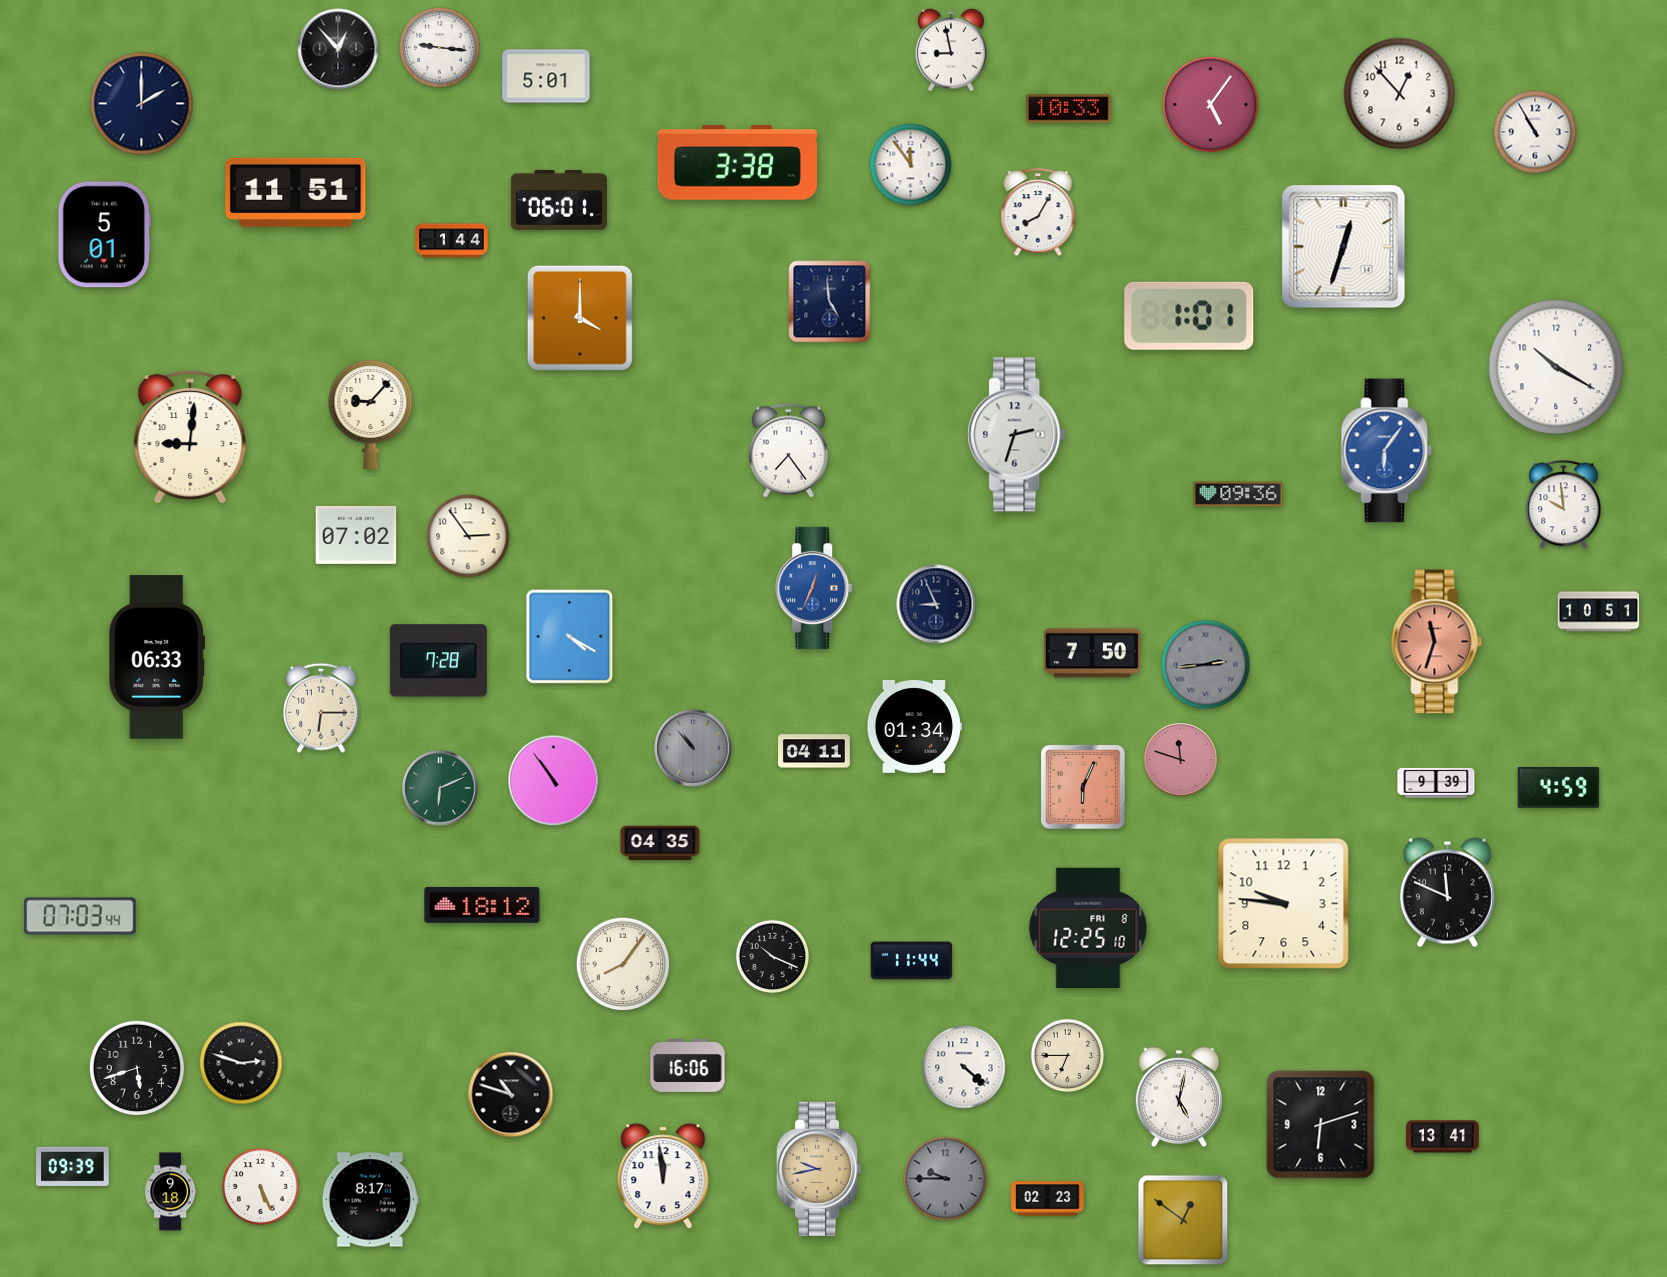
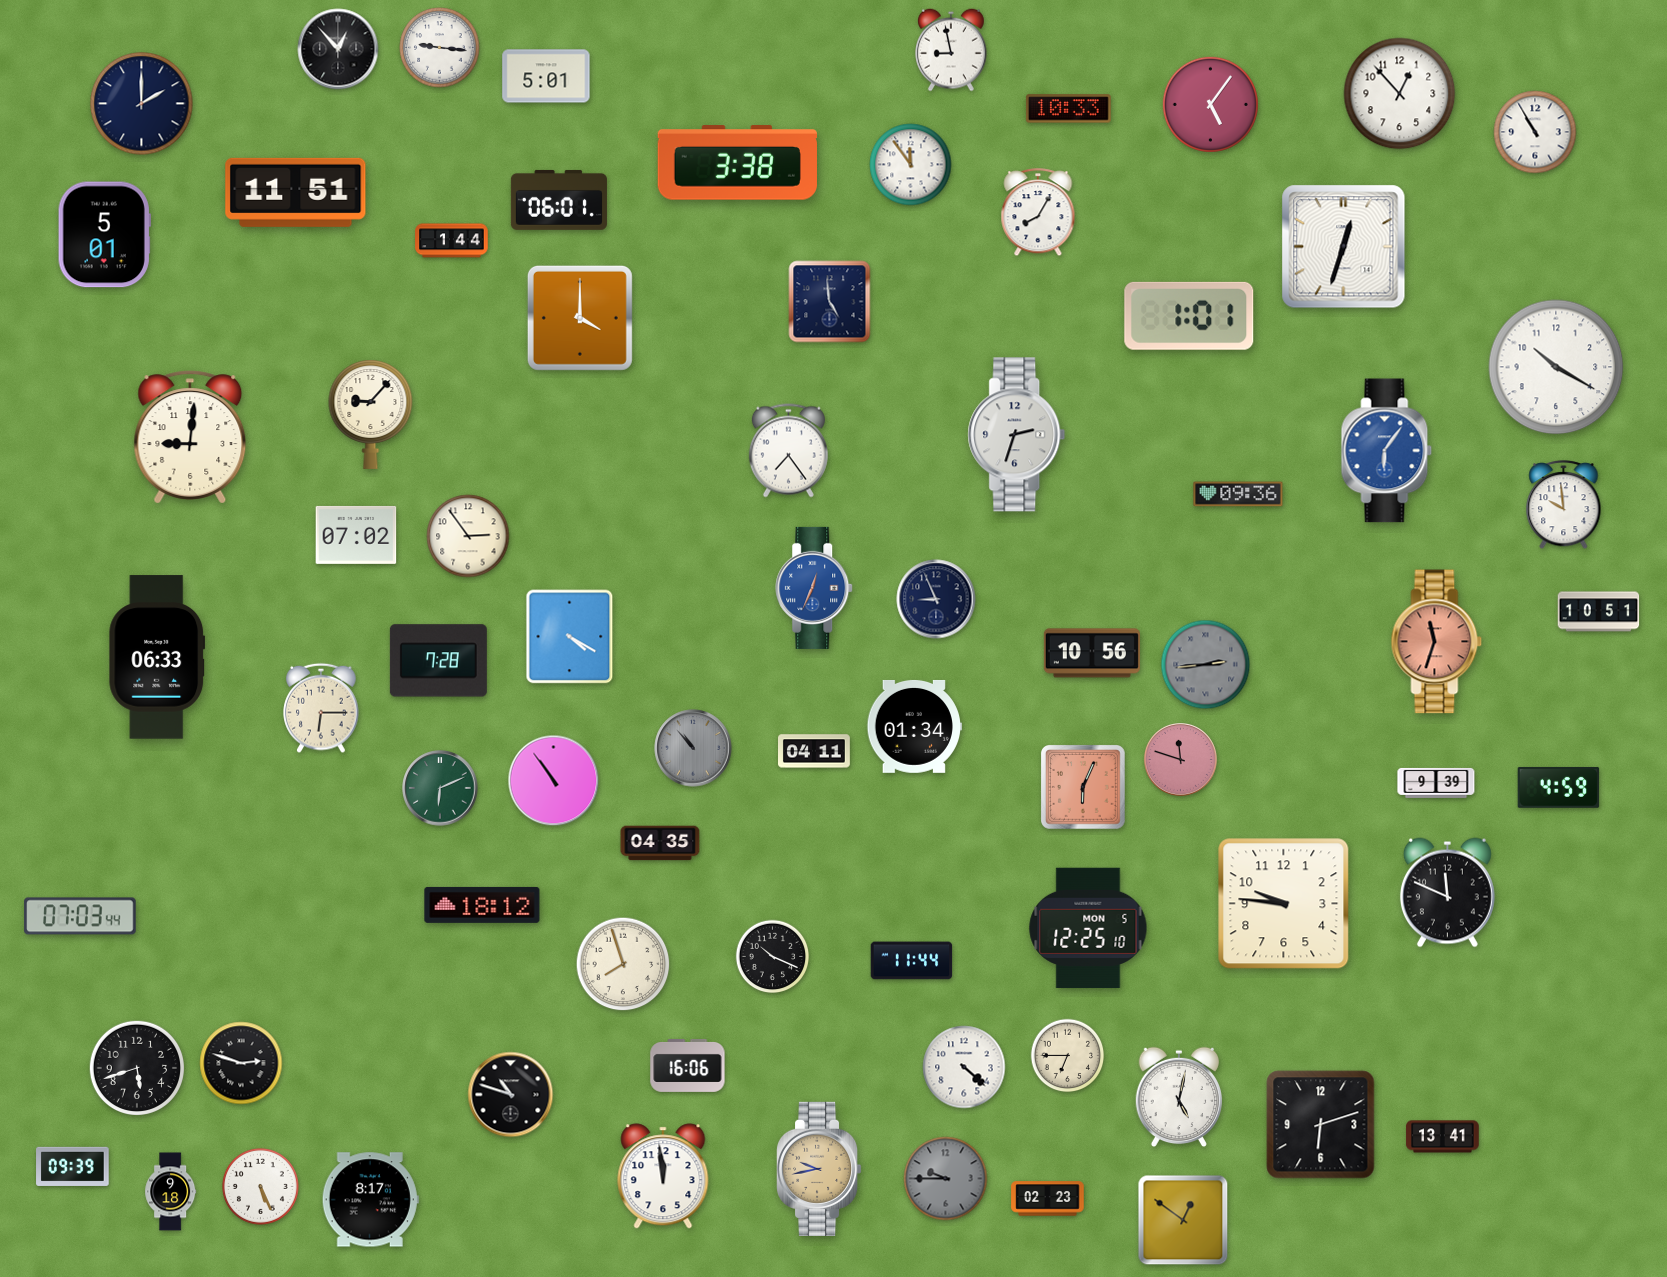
clock at (936, 604) position: (936, 604) -> (936, 599)
clock at (1092, 653): 7:50 -> 10:56
clock at (1088, 928) date: FRI 8 -> MON 5
clock at (623, 964): 8:06 -> 7:57
